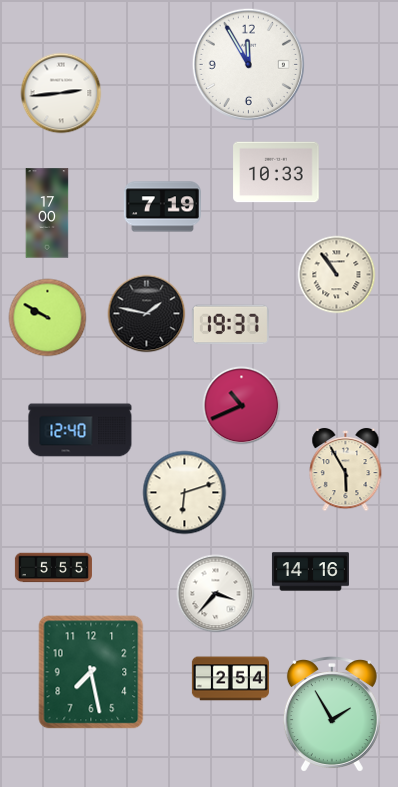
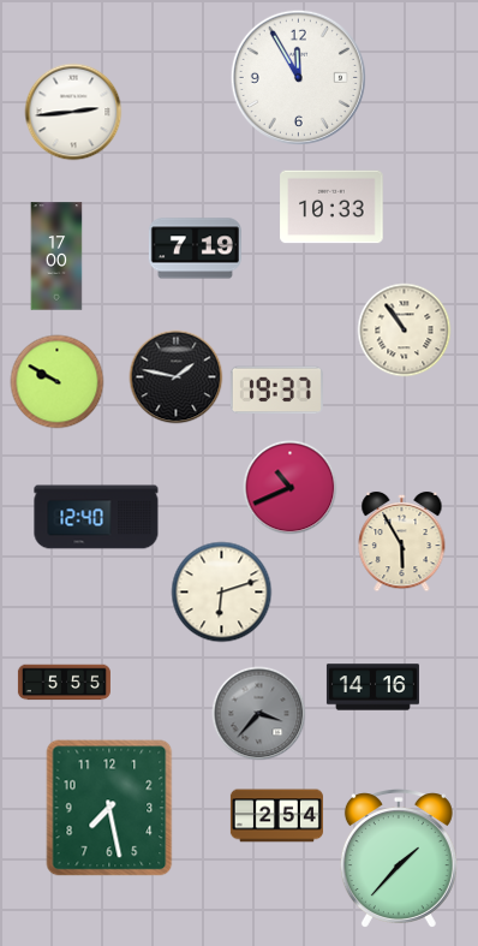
clock at (346, 469) position: (346, 469) -> (402, 541)
clock at (215, 593) dial: white -> grey
clock at (332, 714): 1:55 -> 1:37
